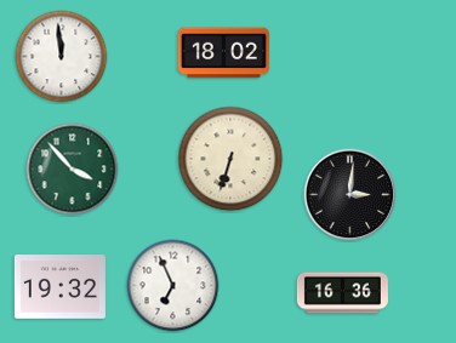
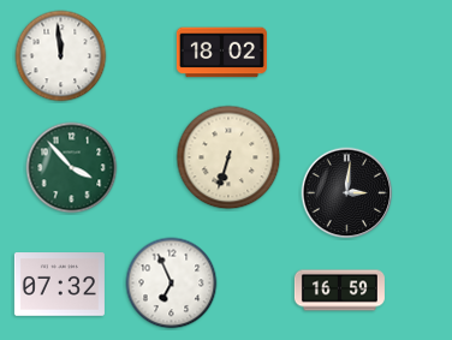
clock at (59, 287): 19:32 -> 07:32
clock at (342, 293): 16:36 -> 16:59
